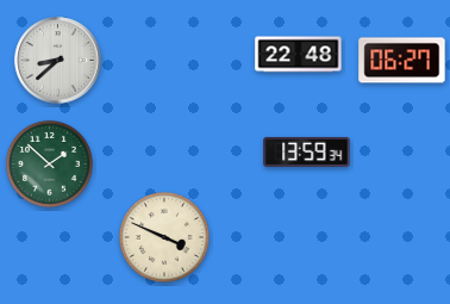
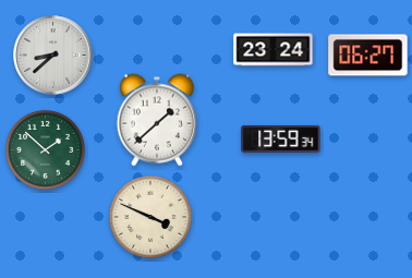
clock at (299, 55): 22:48 -> 23:24
clock at (156, 120): none -> 1:38
